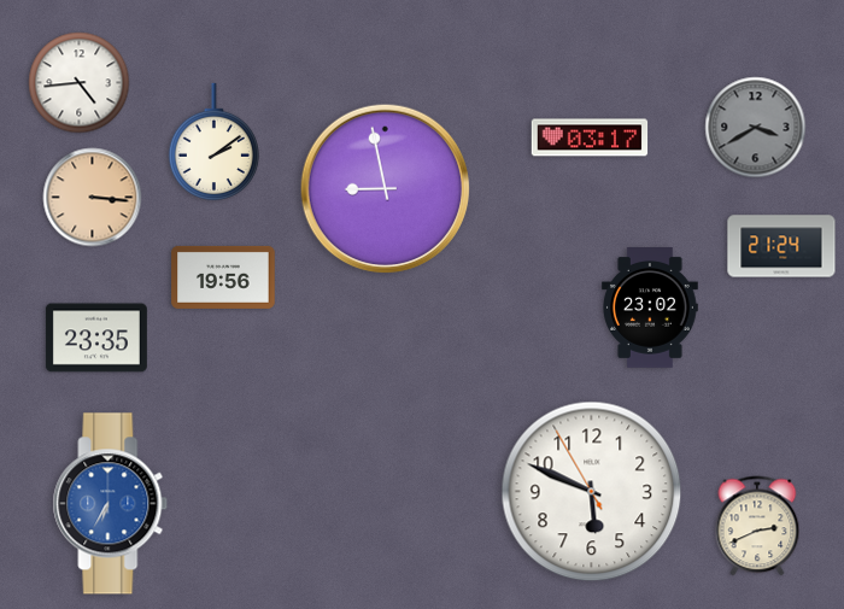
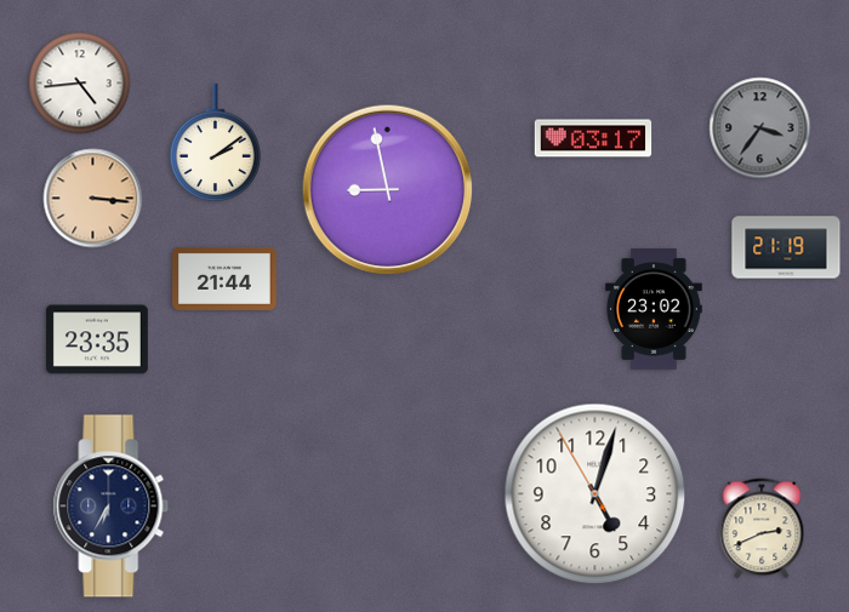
clock at (756, 128): 3:40 -> 3:36
clock at (781, 246): 21:24 -> 21:19
clock at (223, 277): 19:56 -> 21:44
clock at (592, 492): 5:48 -> 5:02
clock at (111, 504) dial: blue -> navy
